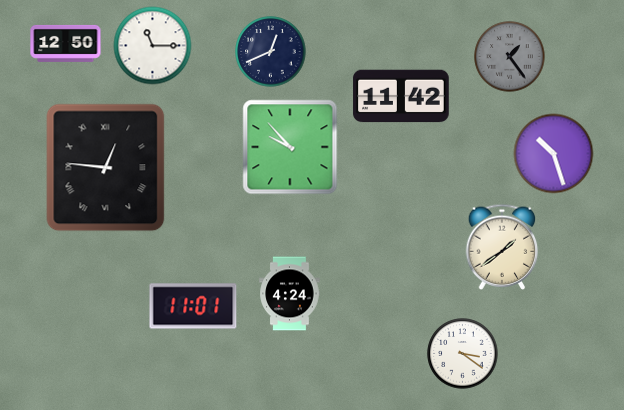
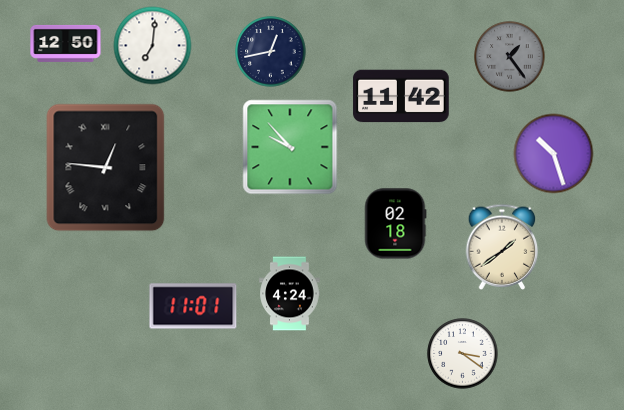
clock at (153, 46): 11:15 -> 7:01
clock at (271, 52): 12:41 -> 12:43
clock at (395, 224): none -> 02:18
